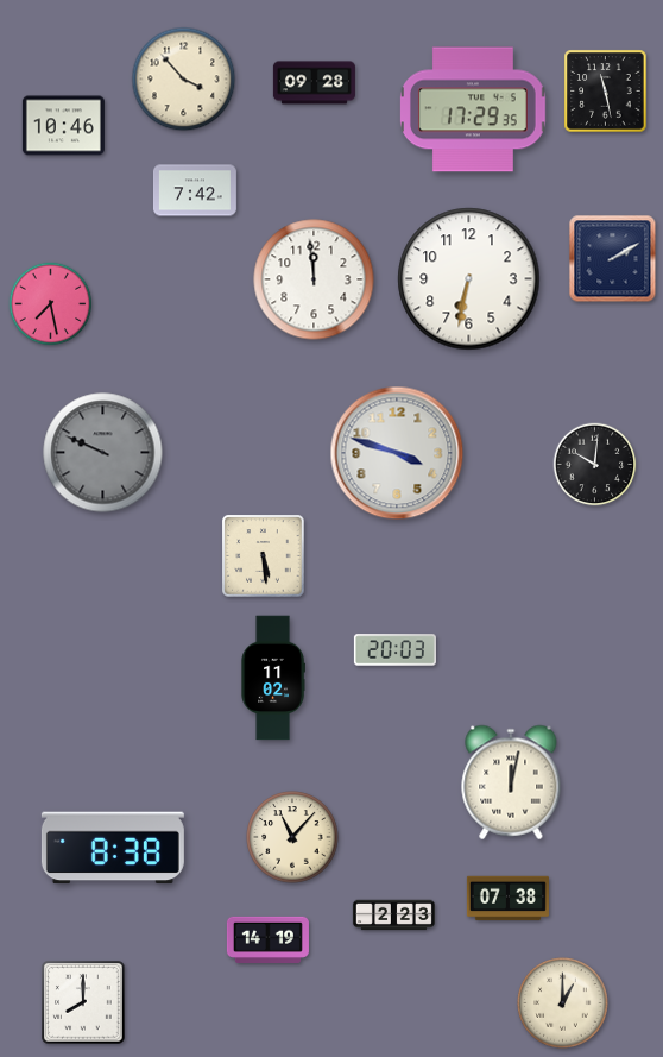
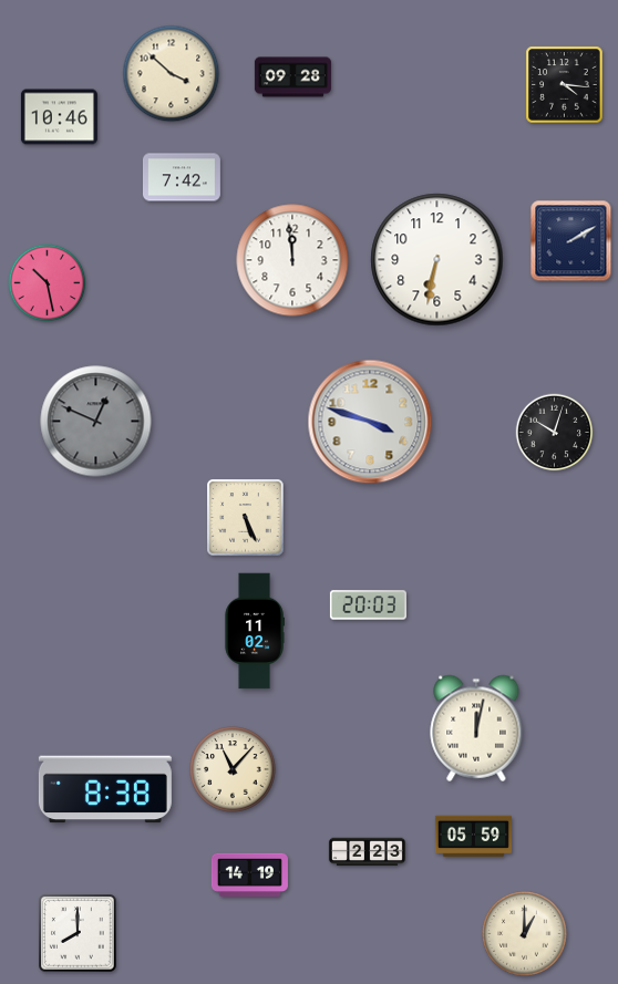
clock at (184, 80): 3:53 -> 3:52
clock at (606, 92): 11:28 -> 4:16
clock at (474, 109): 17:29 -> none
clock at (51, 304): 7:28 -> 10:28
clock at (103, 453): 9:49 -> 12:49
clock at (595, 465): 10:01 -> 10:03
clock at (264, 556): 5:29 -> 5:26
clock at (292, 837) position: (292, 837) -> (233, 769)
clock at (507, 899): 07:38 -> 05:59
